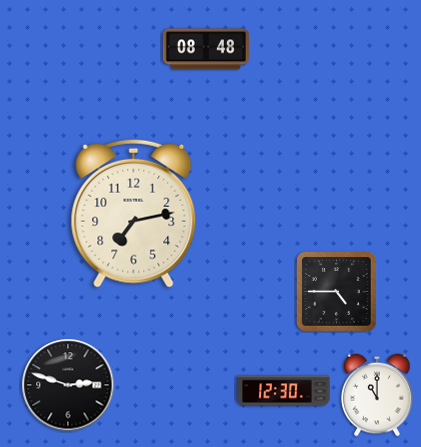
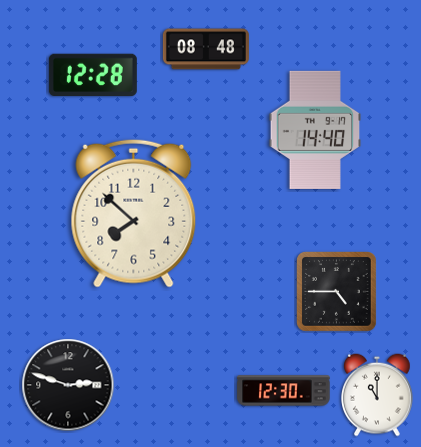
clock at (93, 74): none -> 12:28
clock at (315, 130): none -> 14:40
clock at (134, 213): 7:13 -> 7:52
